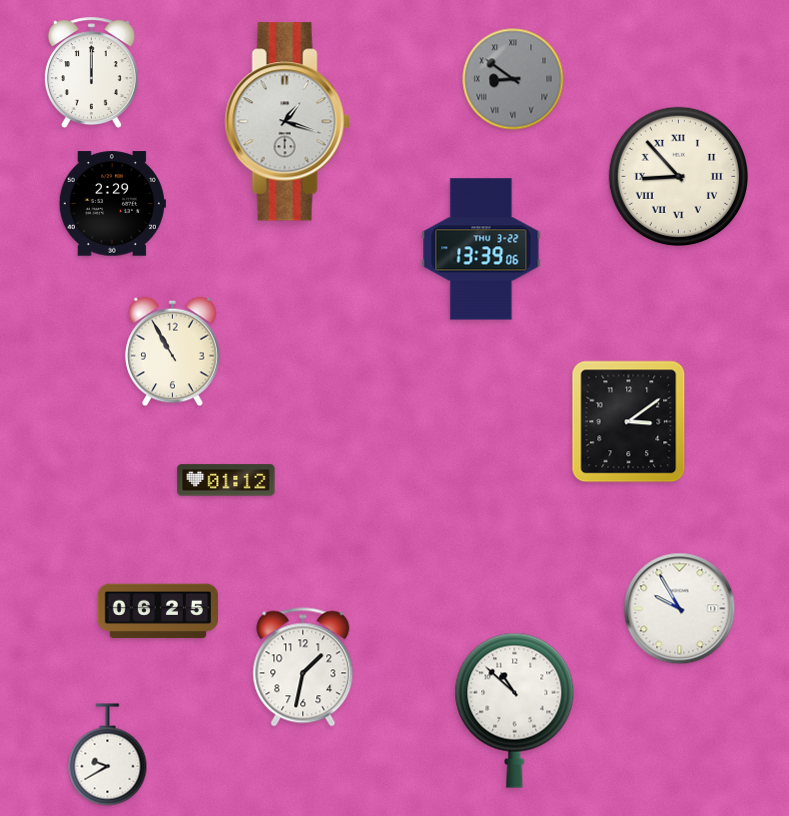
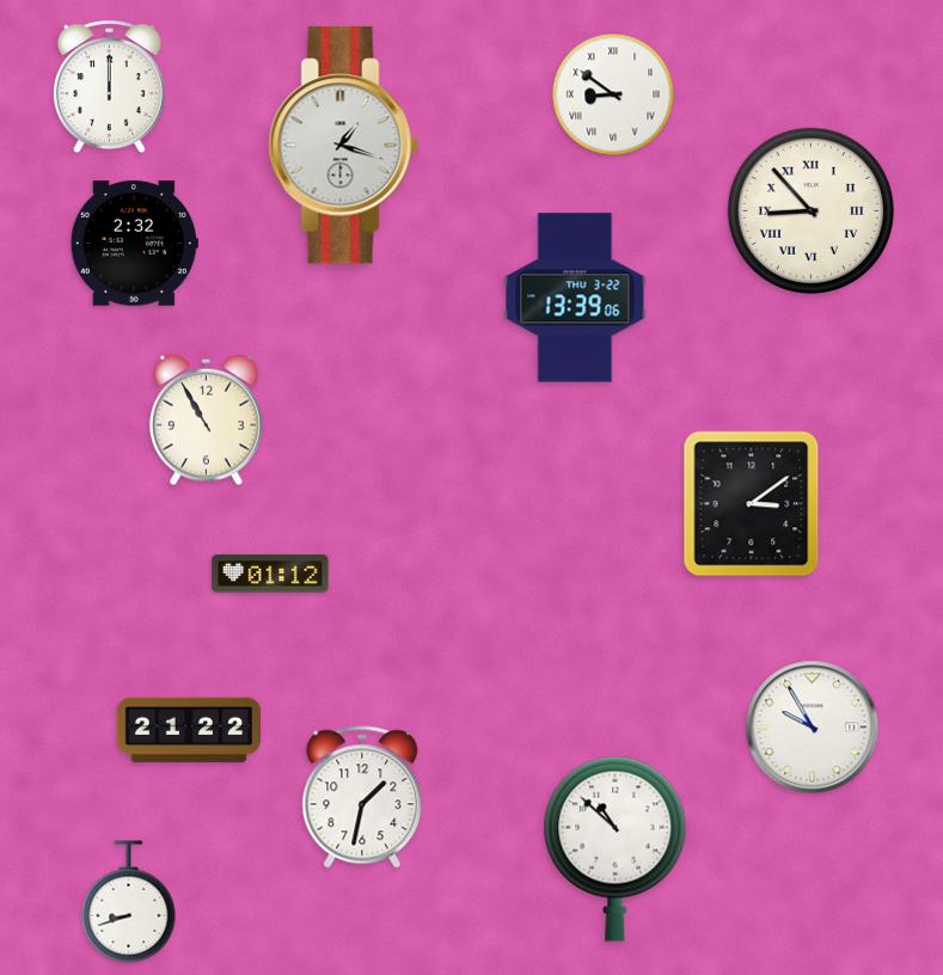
clock at (513, 79) dial: grey -> white
clock at (112, 204): 2:29 -> 2:32
clock at (157, 611): 06:25 -> 21:22
clock at (108, 755): 9:40 -> 8:42
